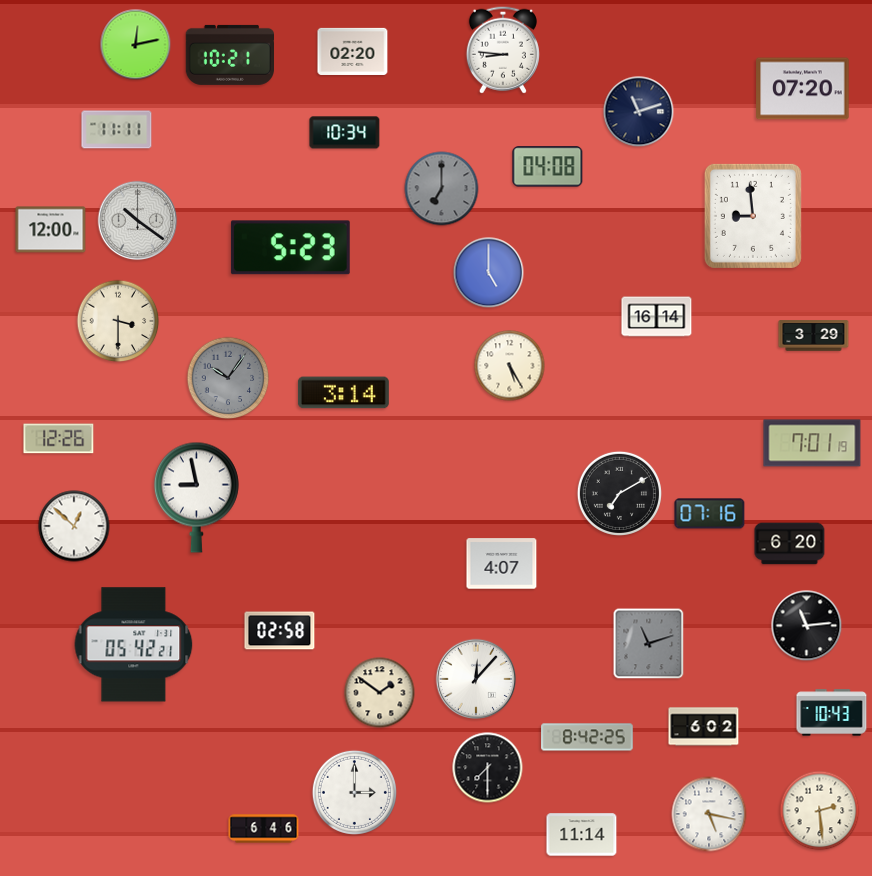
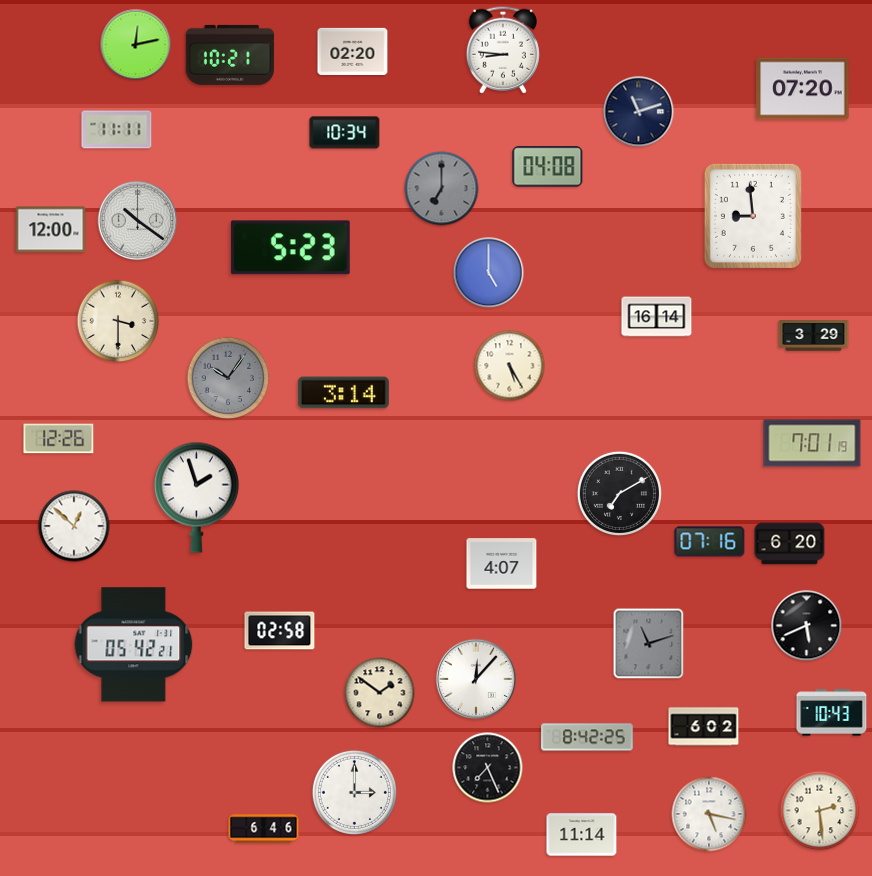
clock at (196, 497): 8:58 -> 1:57
clock at (710, 514) position: (710, 514) -> (710, 542)
clock at (807, 626): 11:14 -> 5:41
clock at (488, 768): 7:30 -> 7:26
